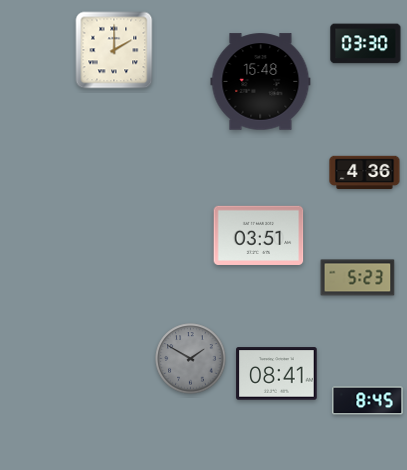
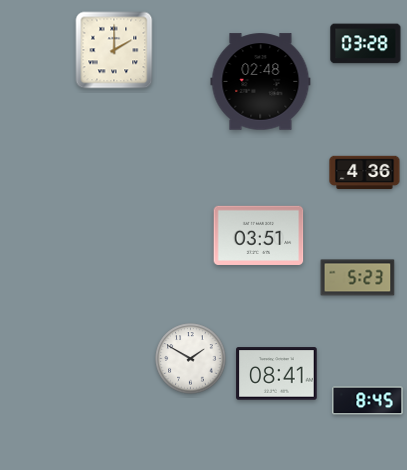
clock at (366, 44): 03:30 -> 03:28
clock at (261, 82): 15:48 -> 02:48
clock at (191, 359) dial: grey -> white
